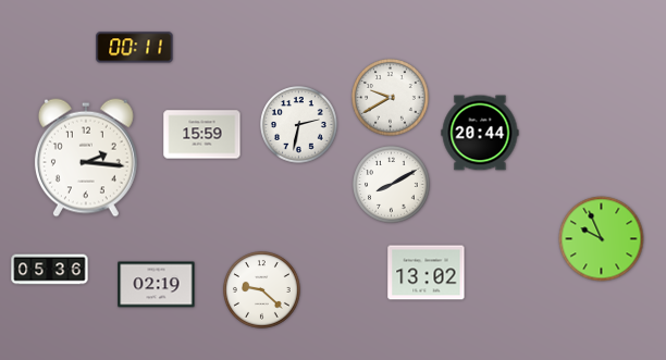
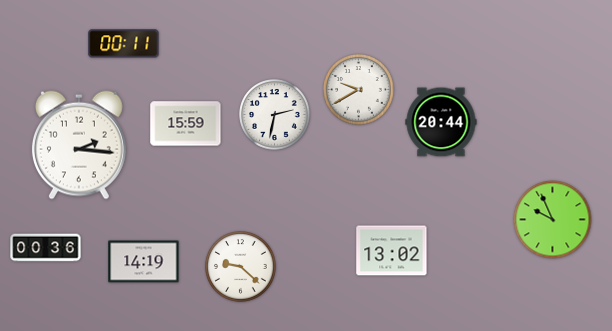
clock at (392, 185): 8:10 -> none
clock at (50, 270): 05:36 -> 00:36
clock at (157, 285): 02:19 -> 14:19
